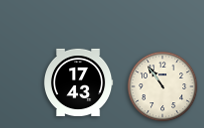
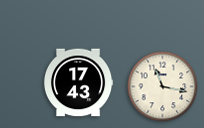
clock at (163, 87): 10:54 -> 11:17
